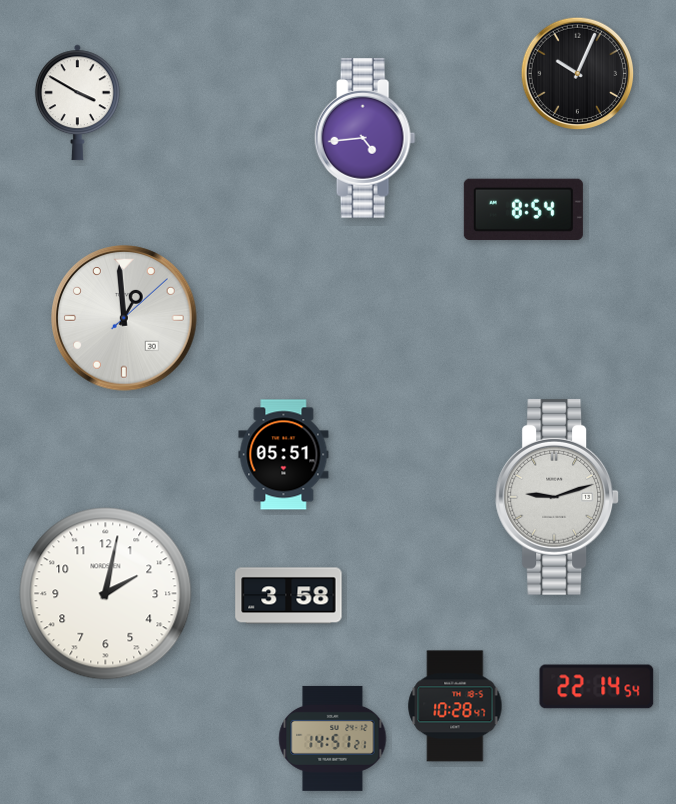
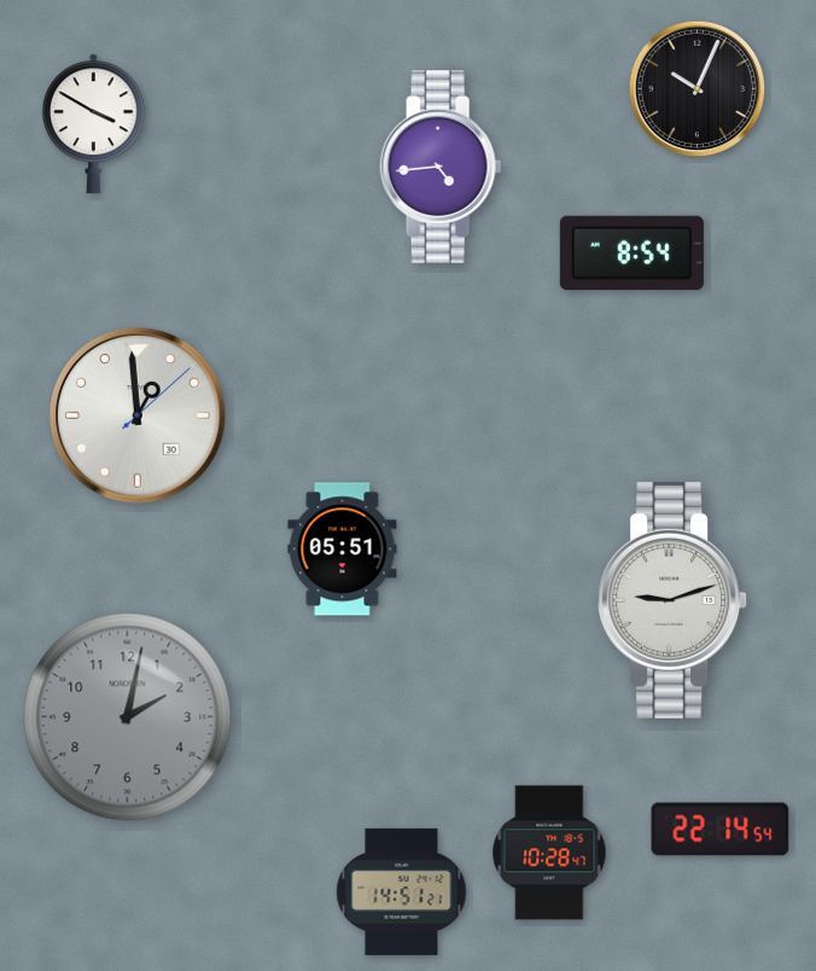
clock at (124, 318) position: (124, 318) -> (138, 415)
clock at (106, 594) dial: white -> grey
clock at (289, 596): 3:58 -> none
